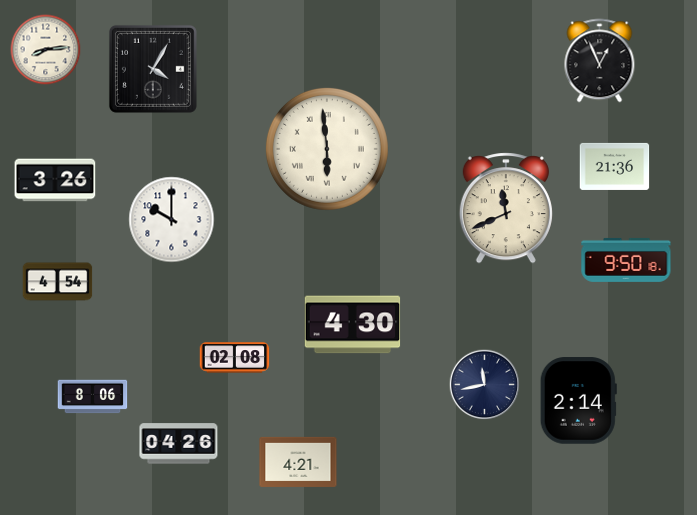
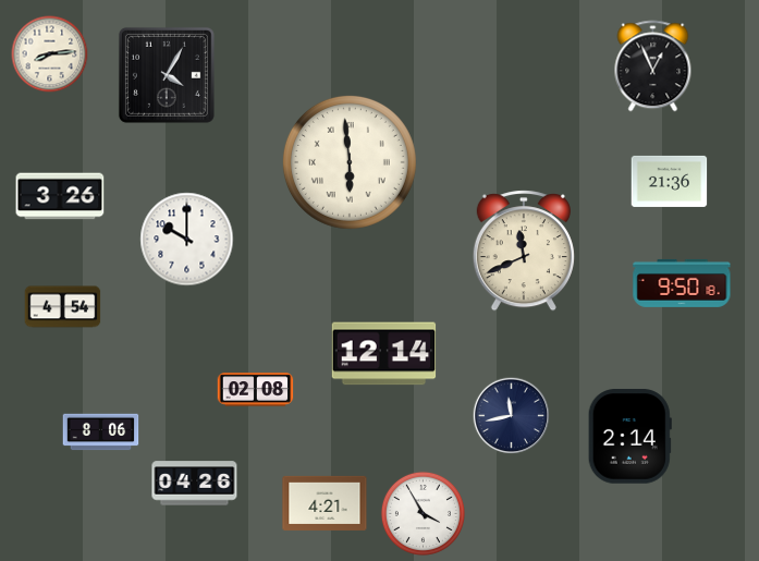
clock at (327, 149) position: (327, 149) -> (350, 162)
clock at (506, 208) position: (506, 208) -> (524, 251)
clock at (353, 325): 4:30 -> 12:14
clock at (485, 385) position: (485, 385) -> (512, 416)
clock at (423, 513): none -> 3:55
